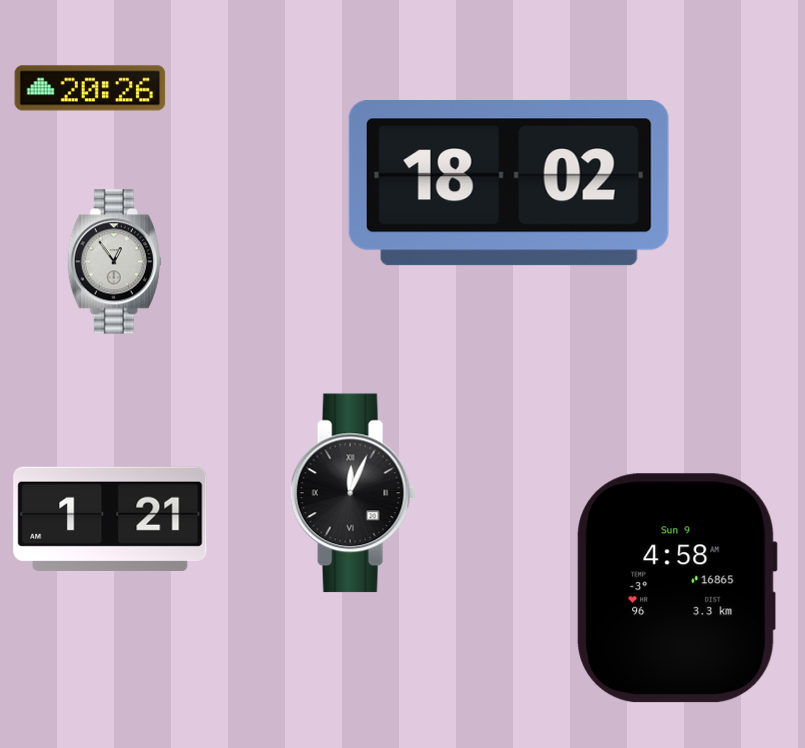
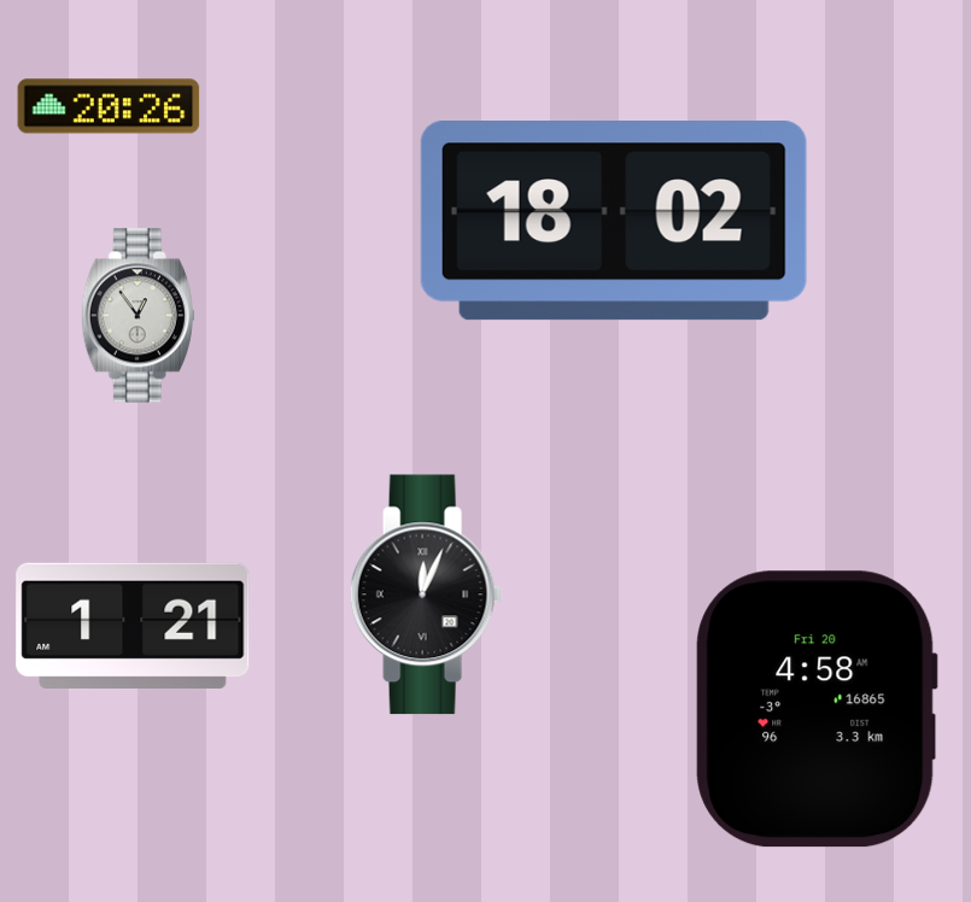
clock at (677, 588) date: Sun 9 -> Fri 20
